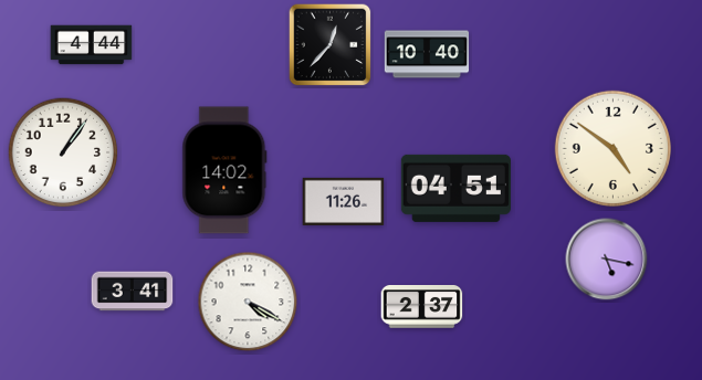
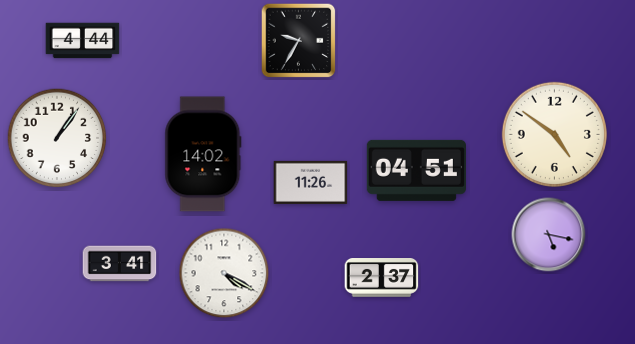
clock at (331, 45): 12:37 -> 9:35
clock at (427, 54): 10:40 -> none
clock at (455, 188) position: (455, 188) -> (416, 170)
